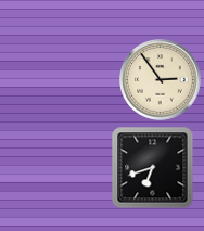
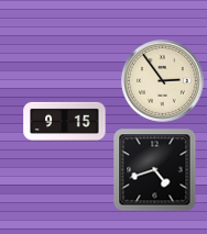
clock at (65, 121): none -> 9:15
clock at (153, 168): 6:42 -> 4:42
